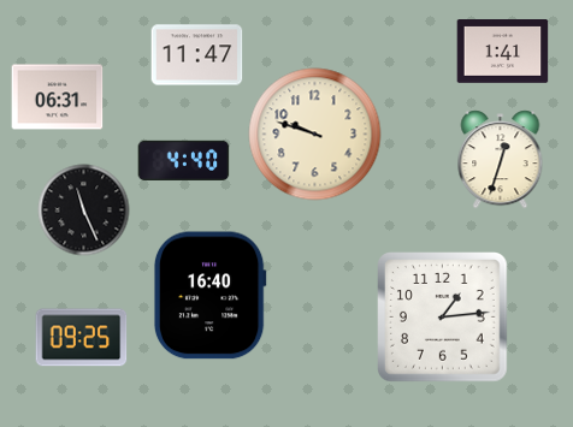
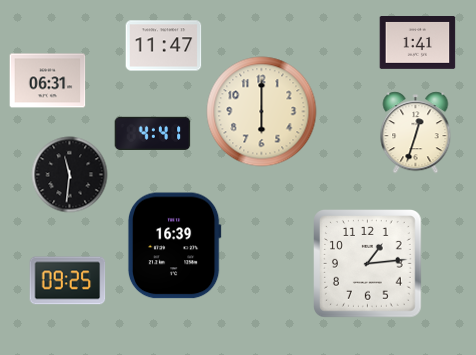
clock at (315, 135): 9:48 -> 6:00
clock at (184, 160): 4:40 -> 4:41
clock at (84, 210): 11:26 -> 11:31
clock at (209, 296): 16:40 -> 16:39
